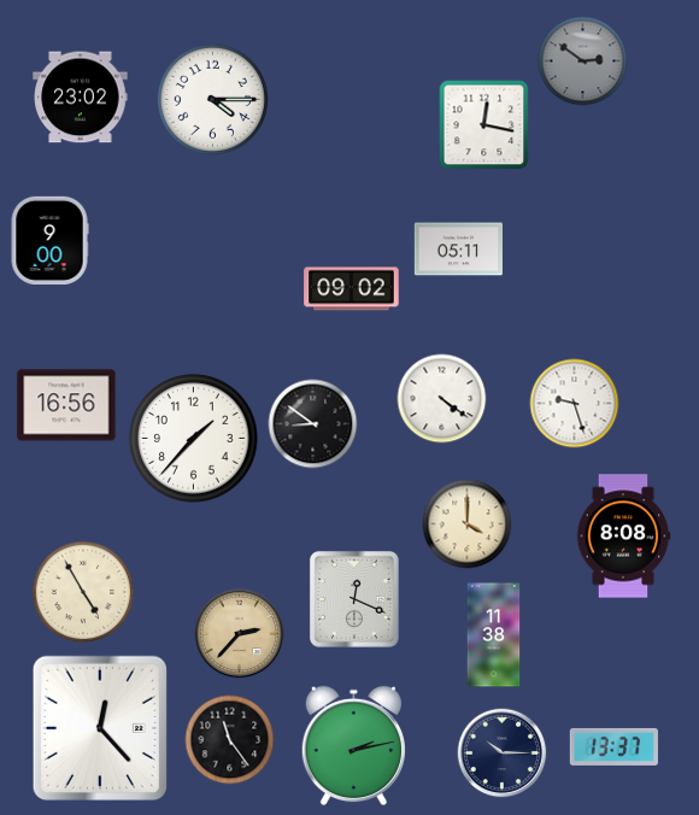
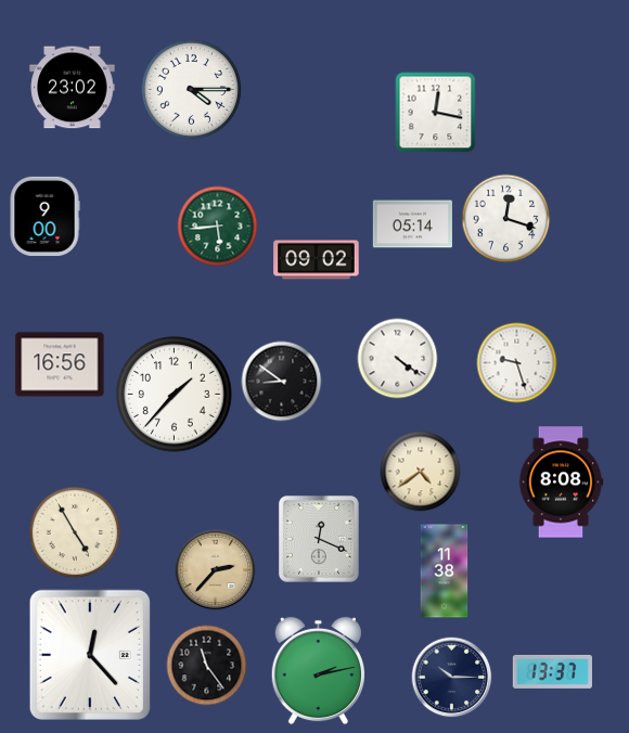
clock at (583, 61): 2:51 -> none
clock at (506, 219): none -> 12:18
clock at (458, 250): 05:11 -> 05:14
clock at (218, 227): none -> 5:44
clock at (468, 524): 4:00 -> 4:39
